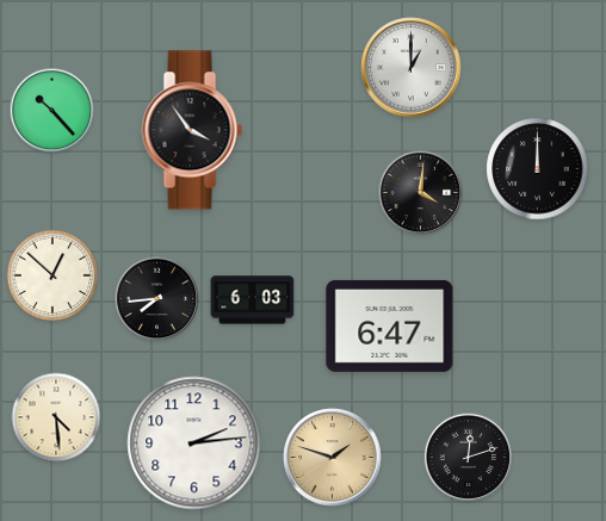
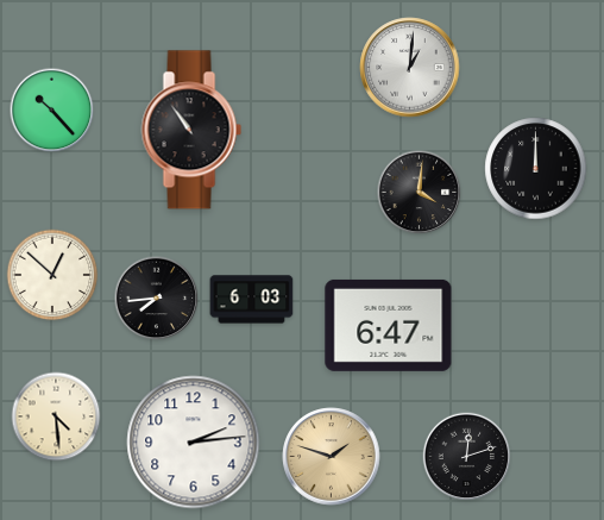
clock at (412, 68): 1:00 -> 1:01
clock at (192, 130): 3:54 -> 10:54
